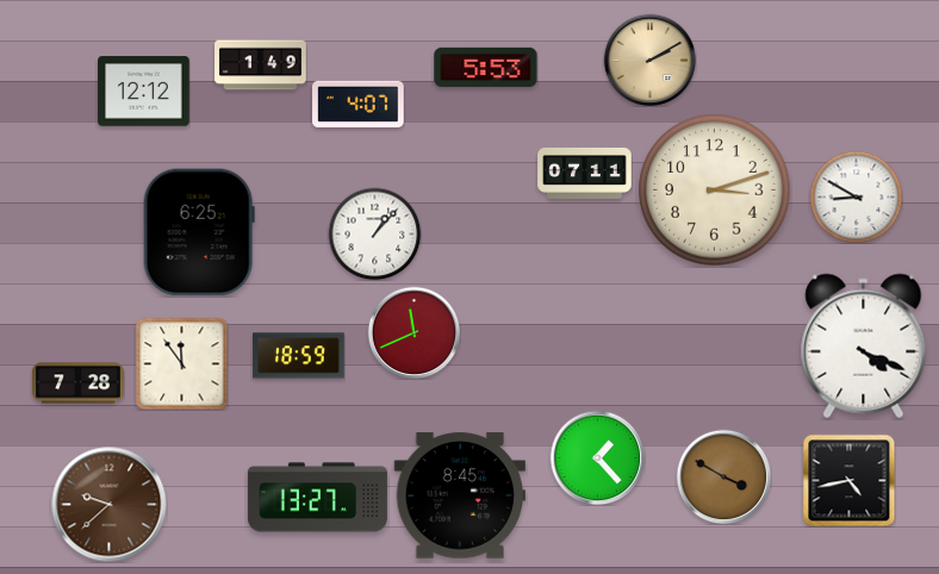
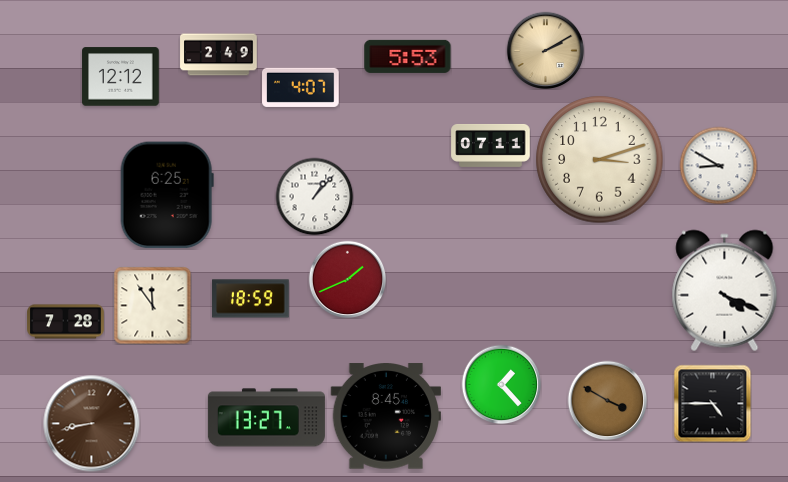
clock at (261, 65): 1:49 -> 2:49
clock at (413, 332): 11:41 -> 1:41
clock at (848, 480): 4:43 -> 4:45
clock at (110, 505): 9:38 -> 8:43
